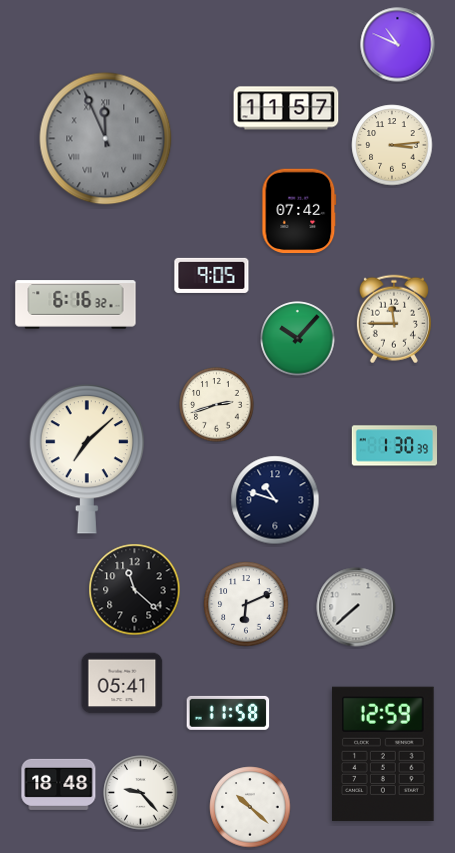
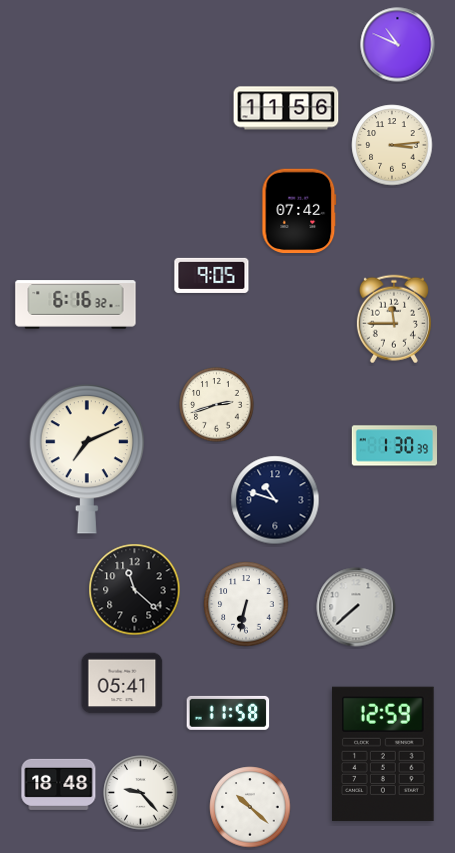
clock at (286, 108): 11:57 -> 11:56
clock at (106, 139): 11:56 -> none
clock at (298, 339): 10:07 -> none
clock at (86, 459): 7:08 -> 7:11
clock at (246, 604): 6:11 -> 6:32
